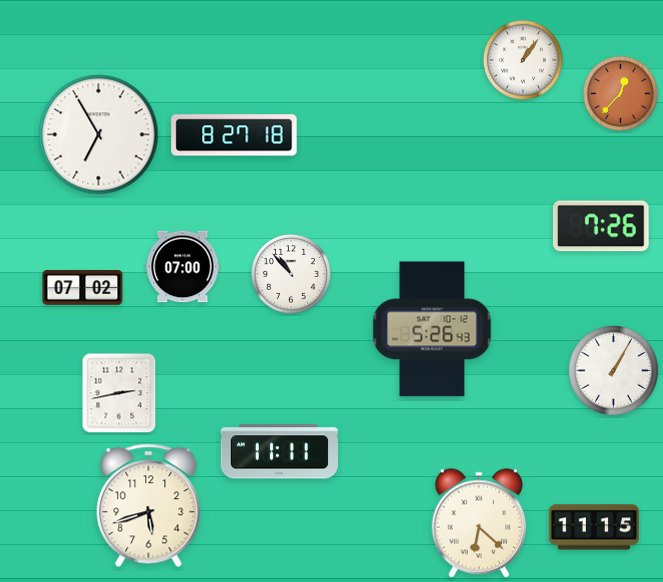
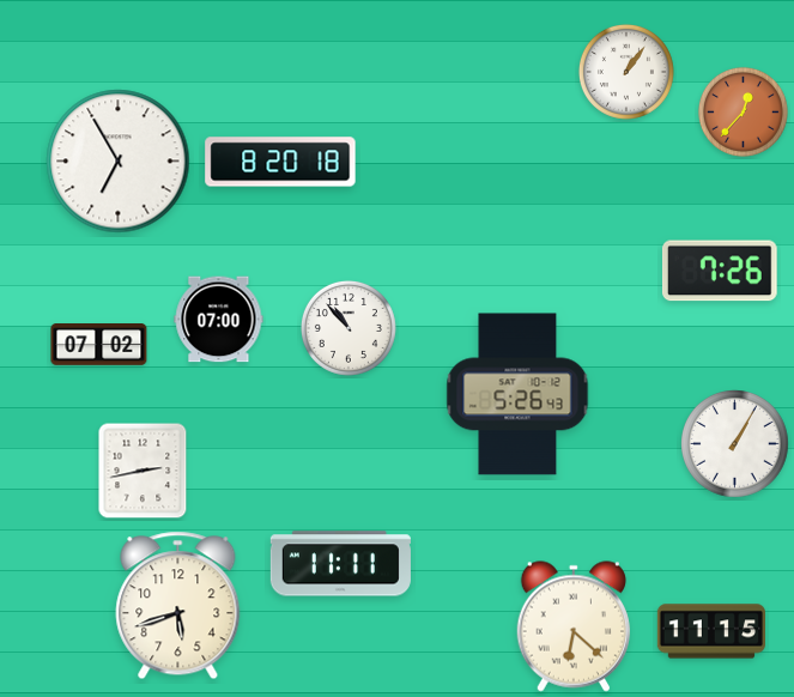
clock at (234, 135): 8:27 -> 8:20
clock at (279, 452) position: (279, 452) -> (340, 564)
